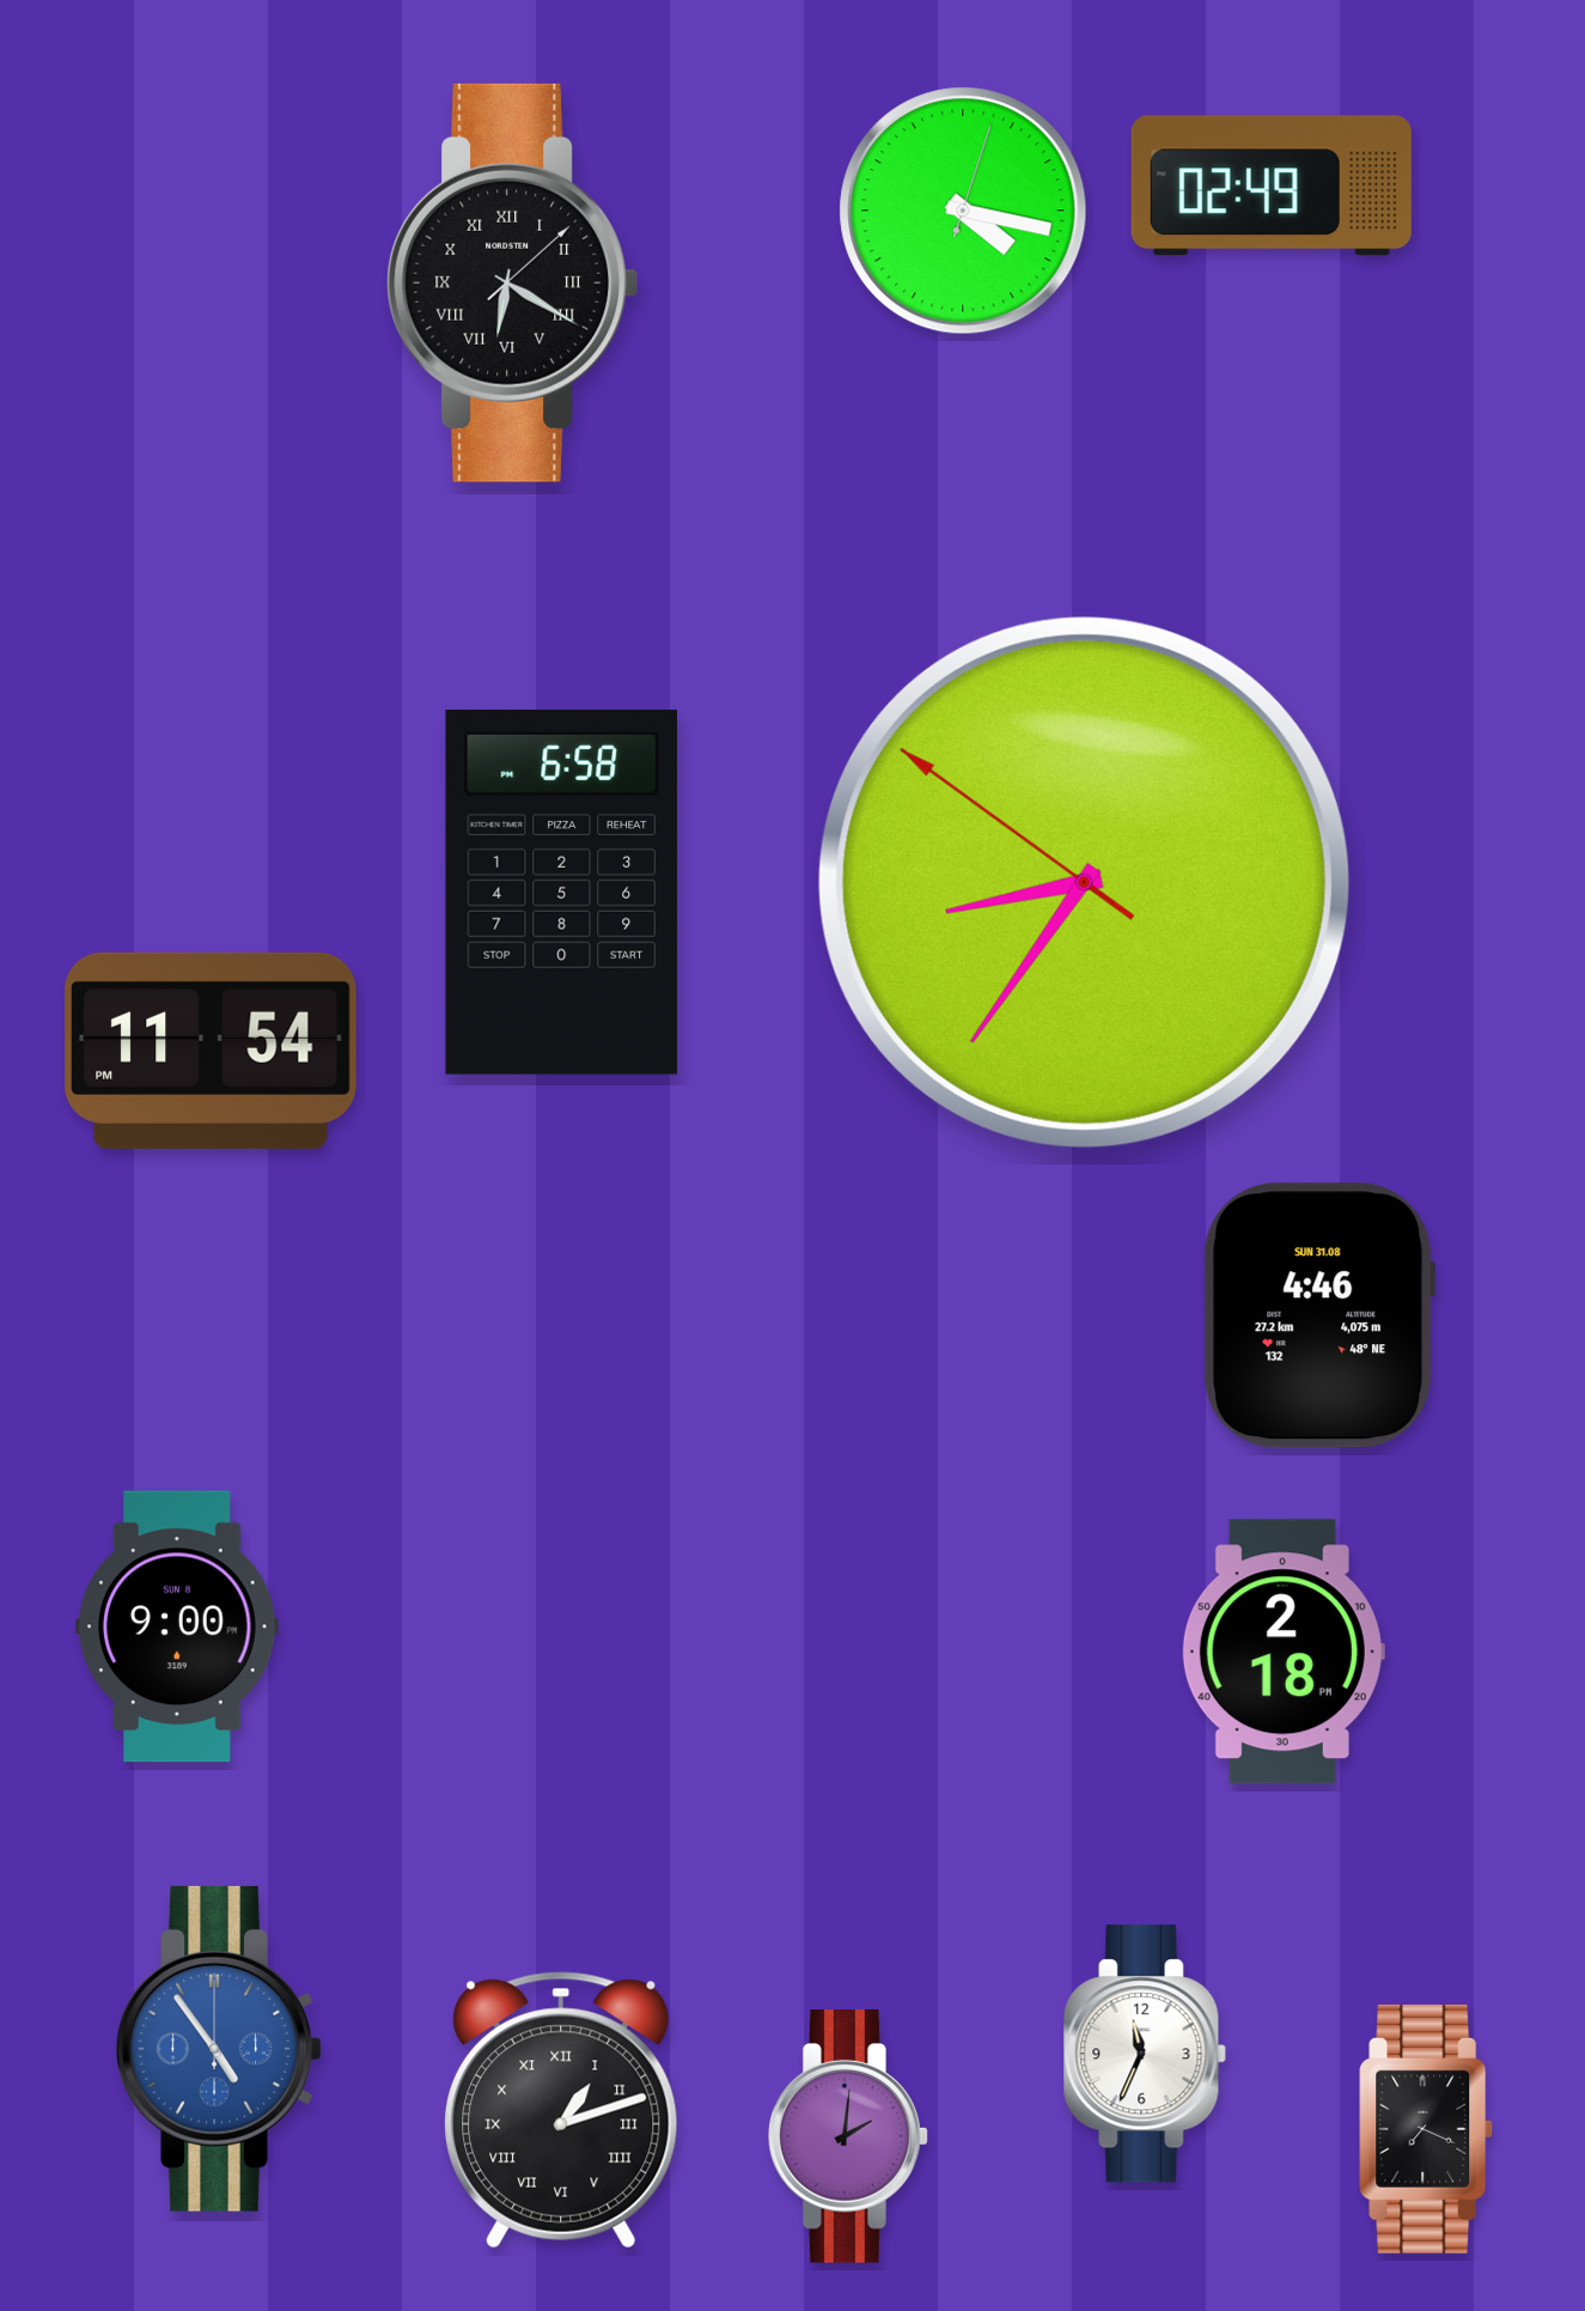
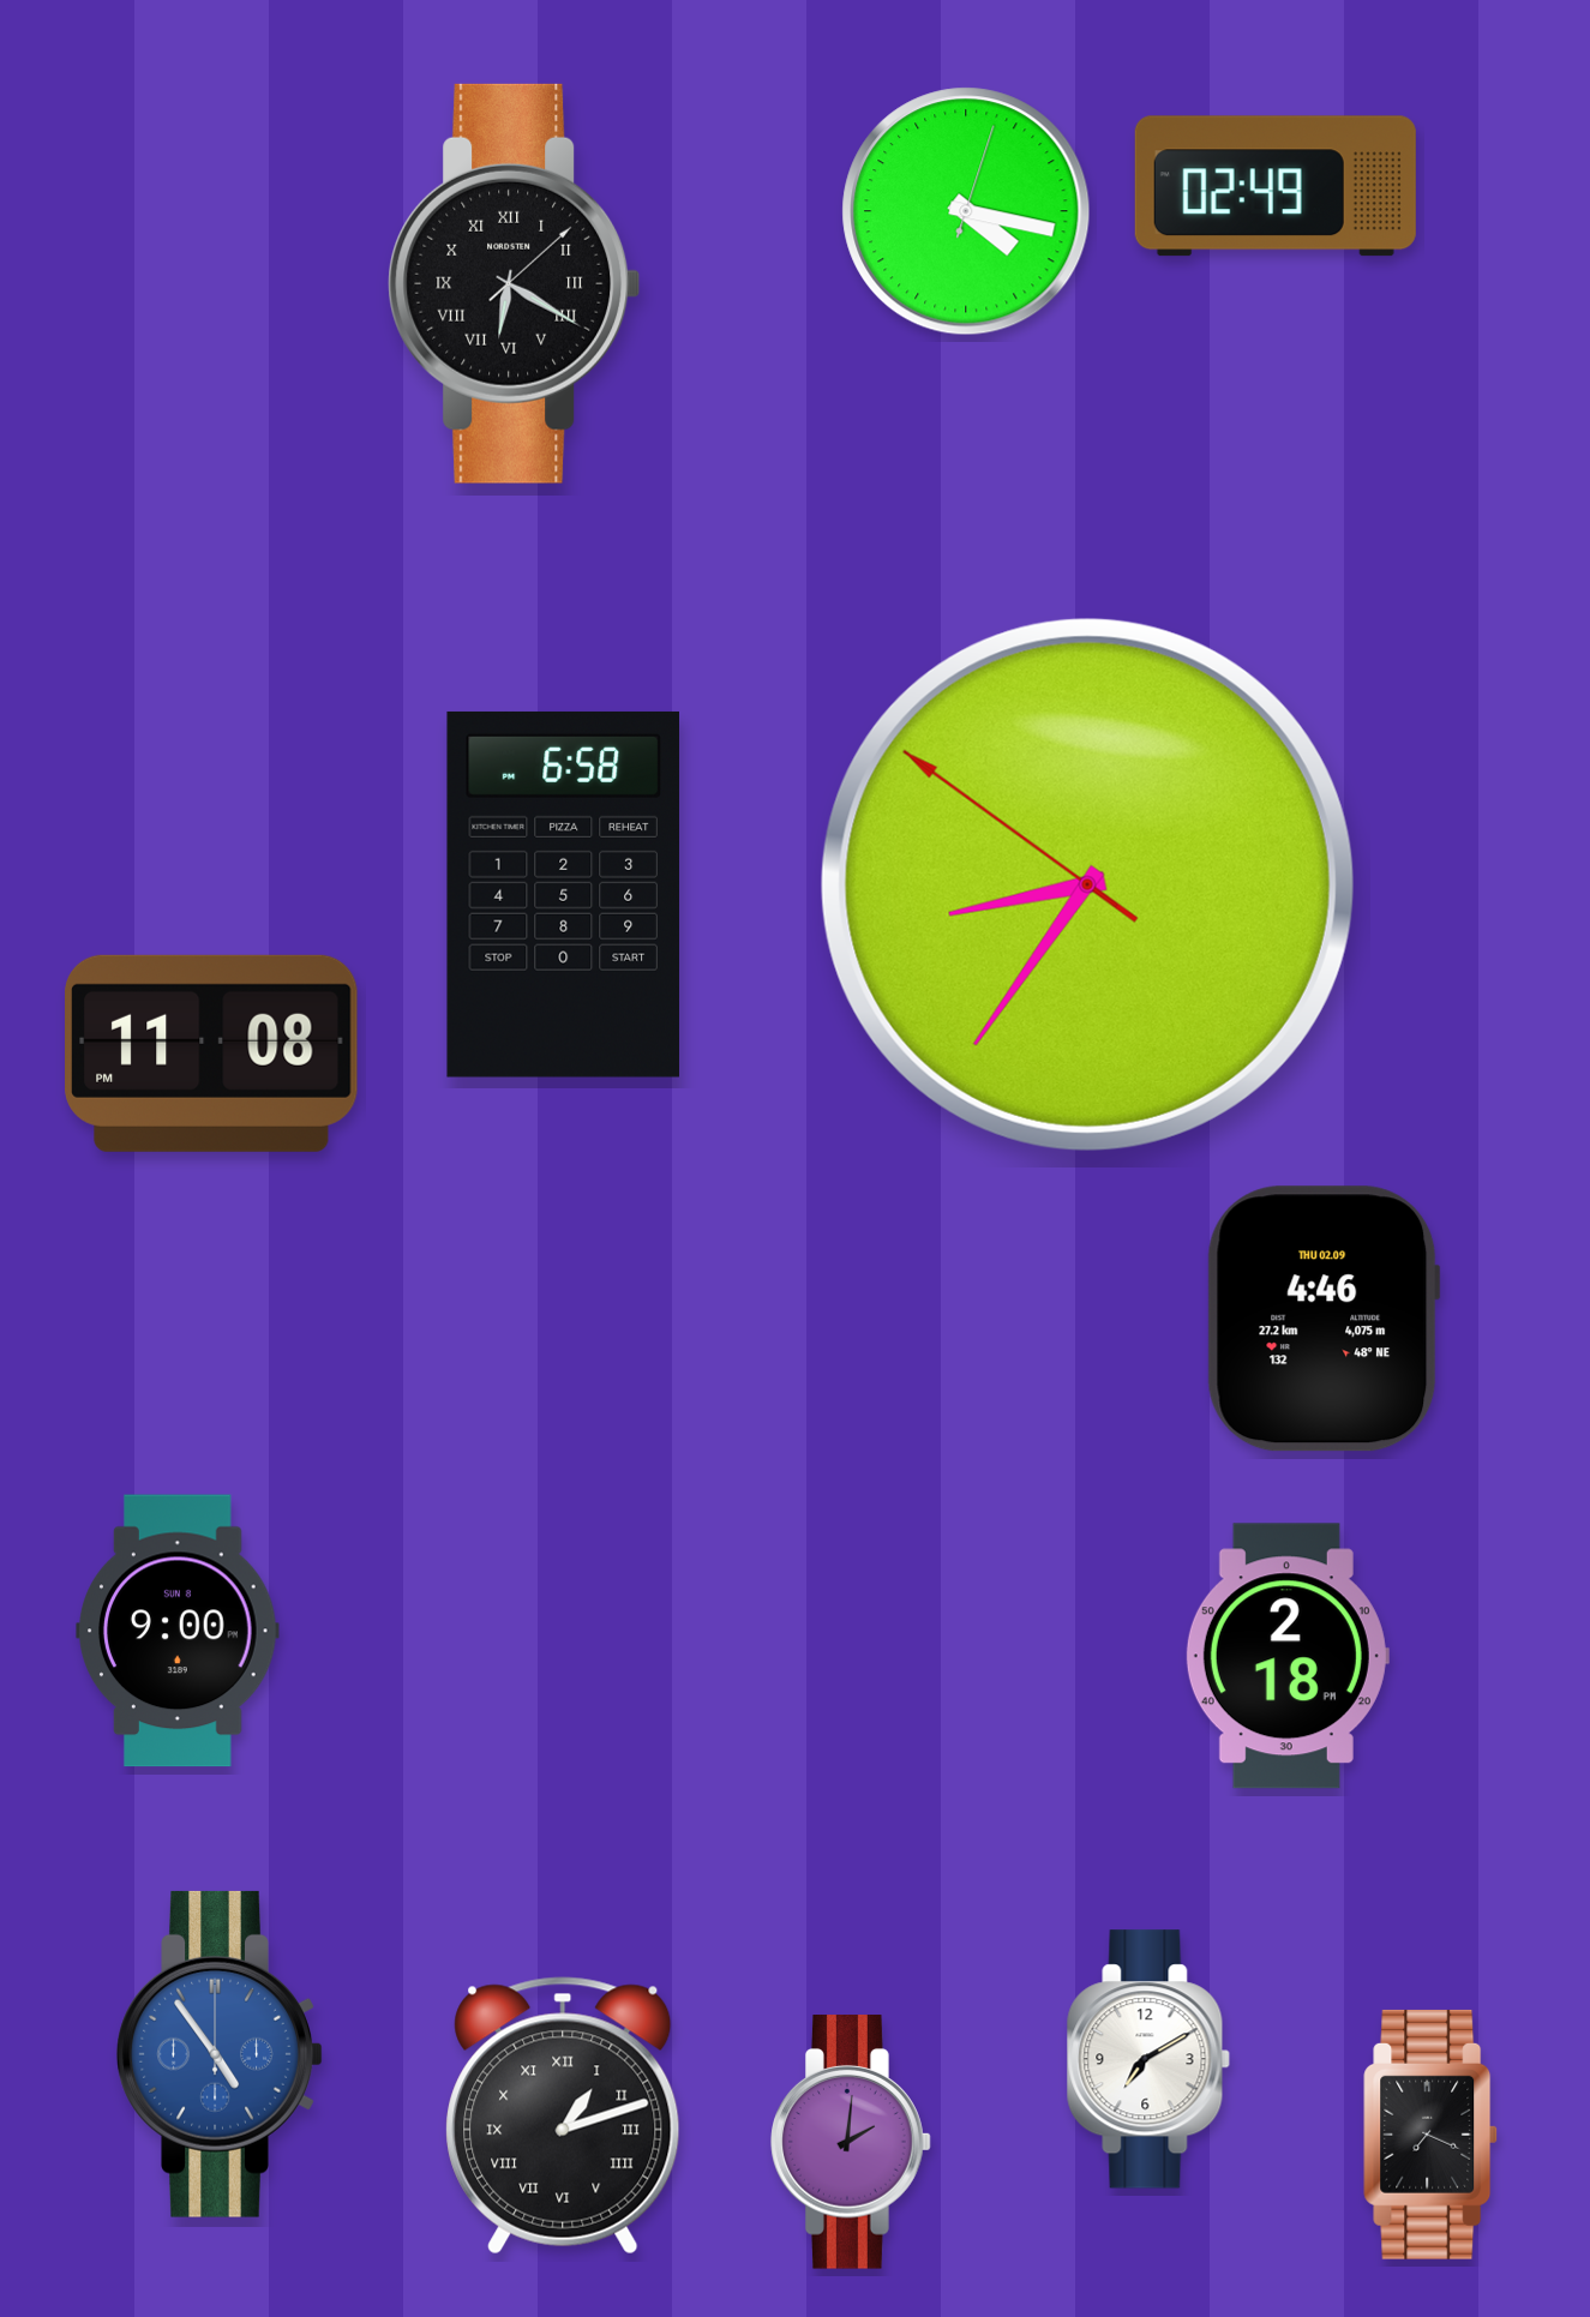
clock at (212, 1051): 11:54 -> 11:08
clock at (1319, 1315) date: SUN 31.08 -> THU 02.09
clock at (1145, 2054): 11:34 -> 7:10
